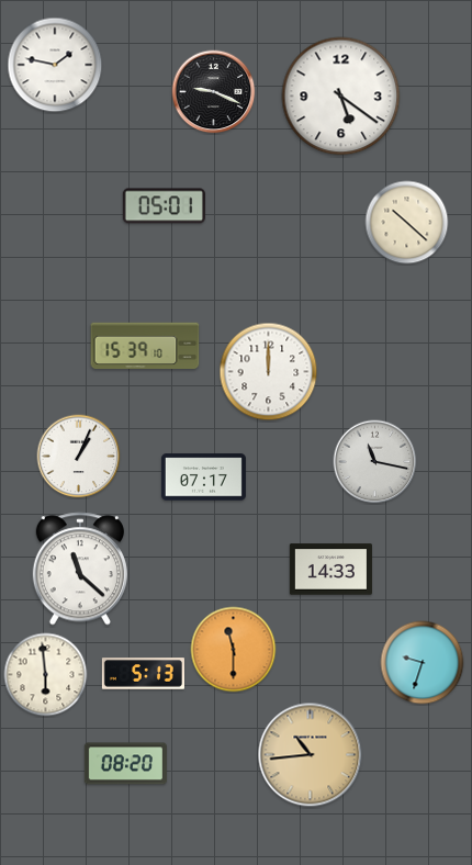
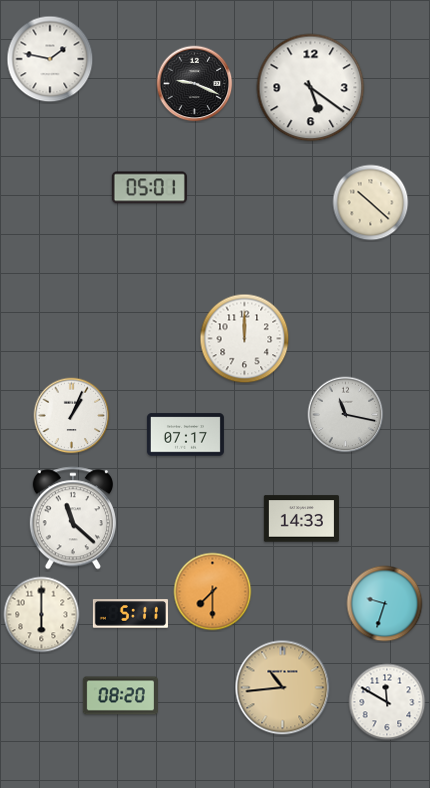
clock at (145, 346): 15:39 -> none
clock at (375, 462) position: (375, 462) -> (346, 415)
clock at (234, 650): 11:30 -> 7:30
clock at (143, 674): 5:13 -> 5:11
clock at (46, 675): 5:59 -> 6:00
clock at (125, 764) position: (125, 764) -> (120, 696)
clock at (387, 702): none -> 11:50
